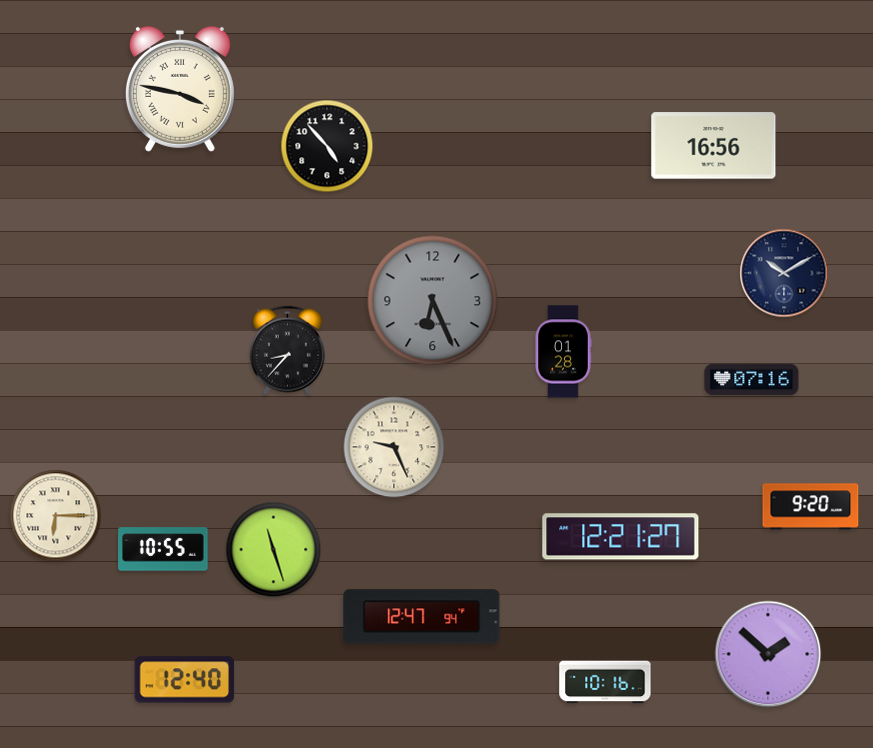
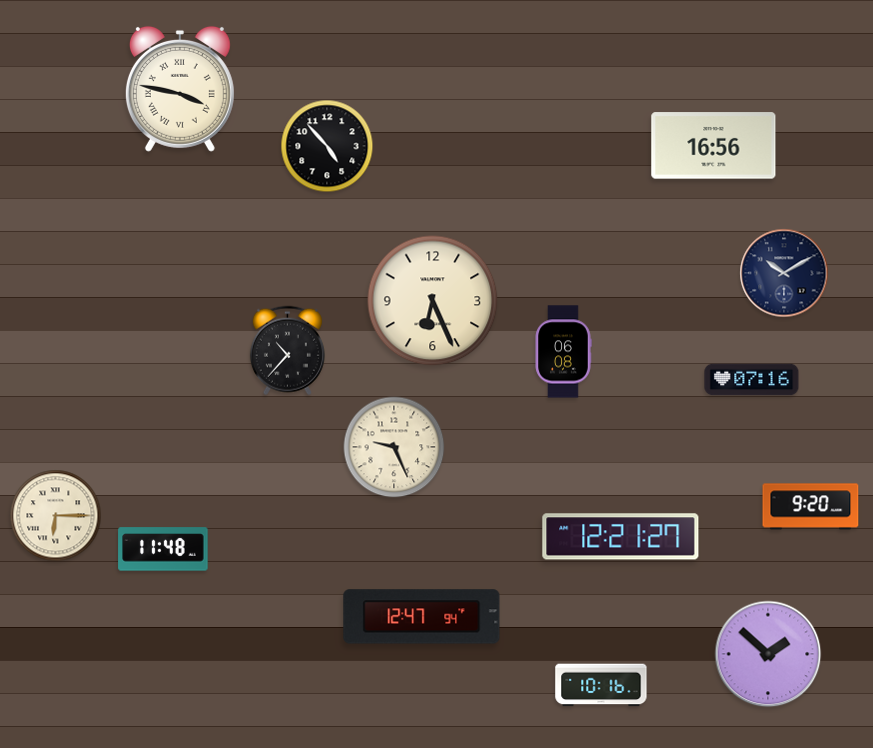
clock at (433, 301) dial: grey -> cream
clock at (287, 351): 8:37 -> 10:37
clock at (563, 352): 01:28 -> 06:08
clock at (163, 549): 10:55 -> 11:48
clock at (274, 550): 11:27 -> none
clock at (185, 680): 12:40 -> none
clock at (605, 682) position: (605, 682) -> (601, 685)
